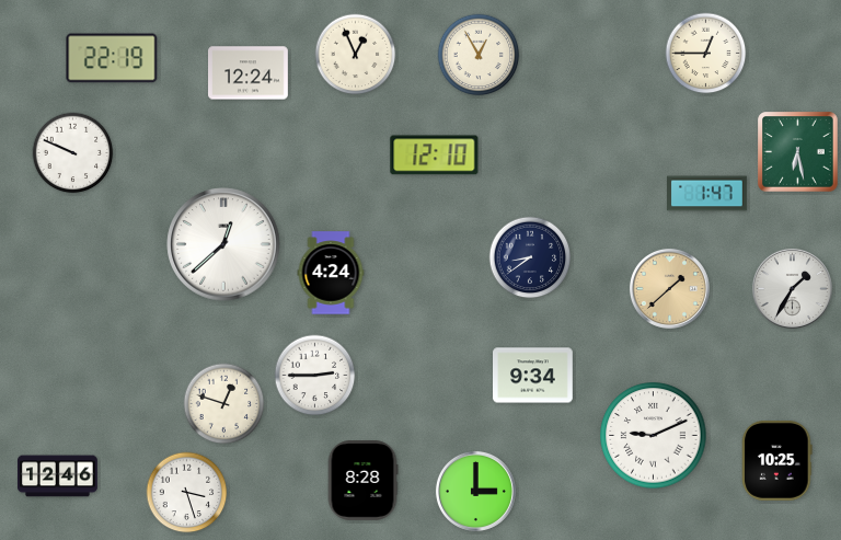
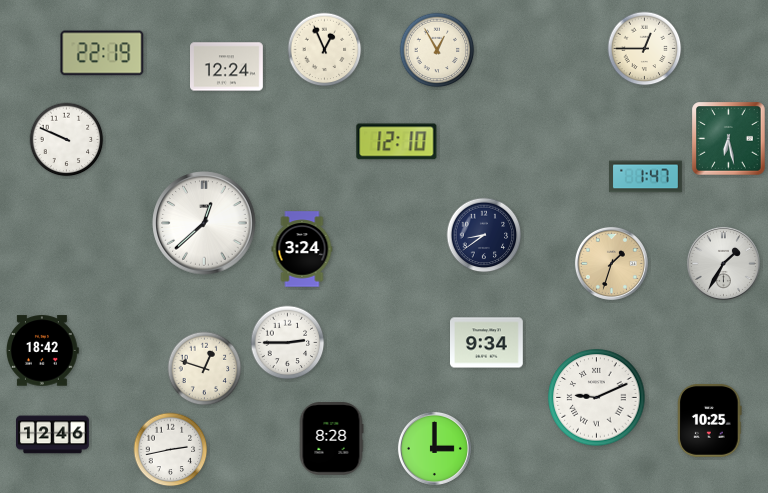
clock at (331, 273): 4:24 -> 3:24
clock at (669, 288): 1:38 -> 1:33
clock at (43, 351): none -> 18:42
clock at (187, 493): 3:27 -> 2:43
